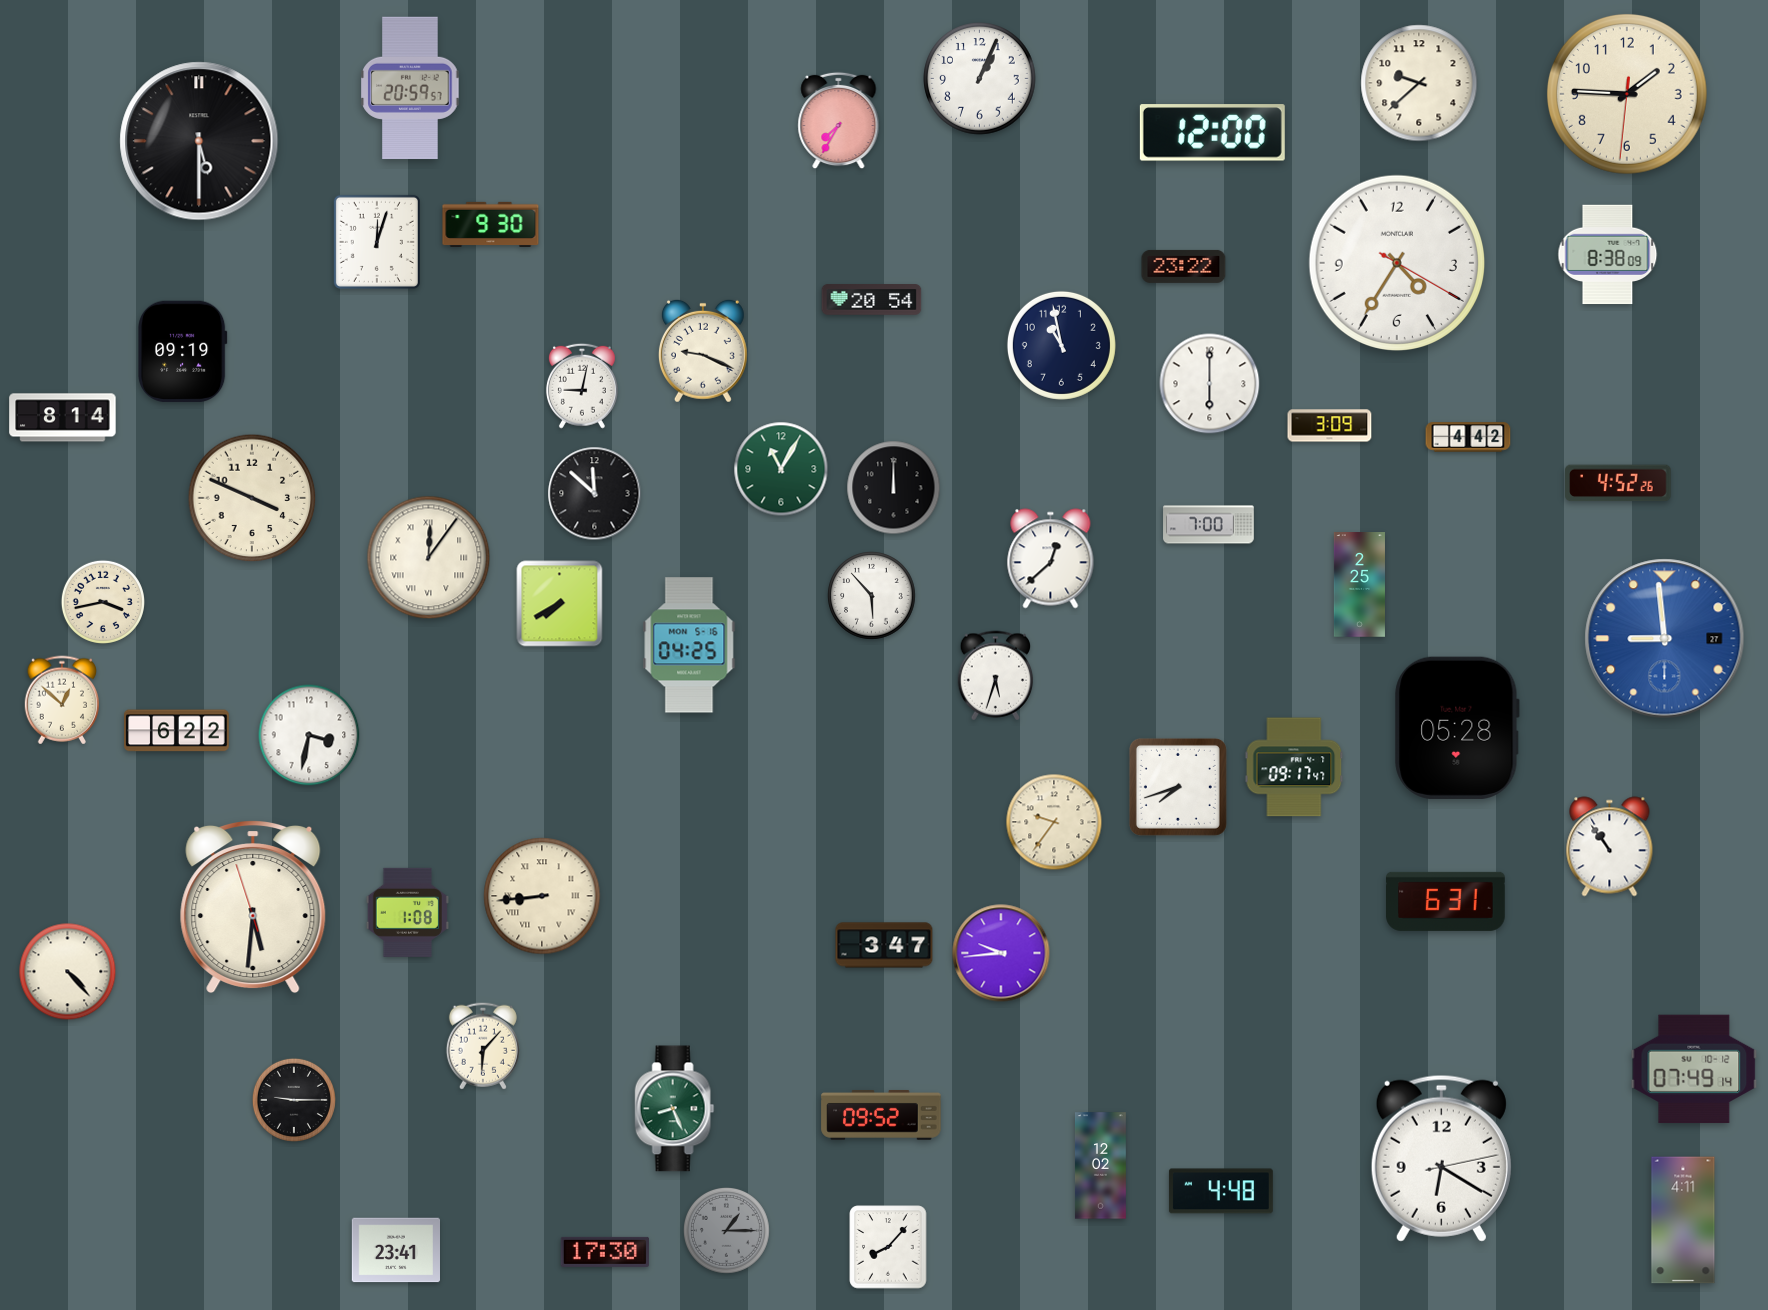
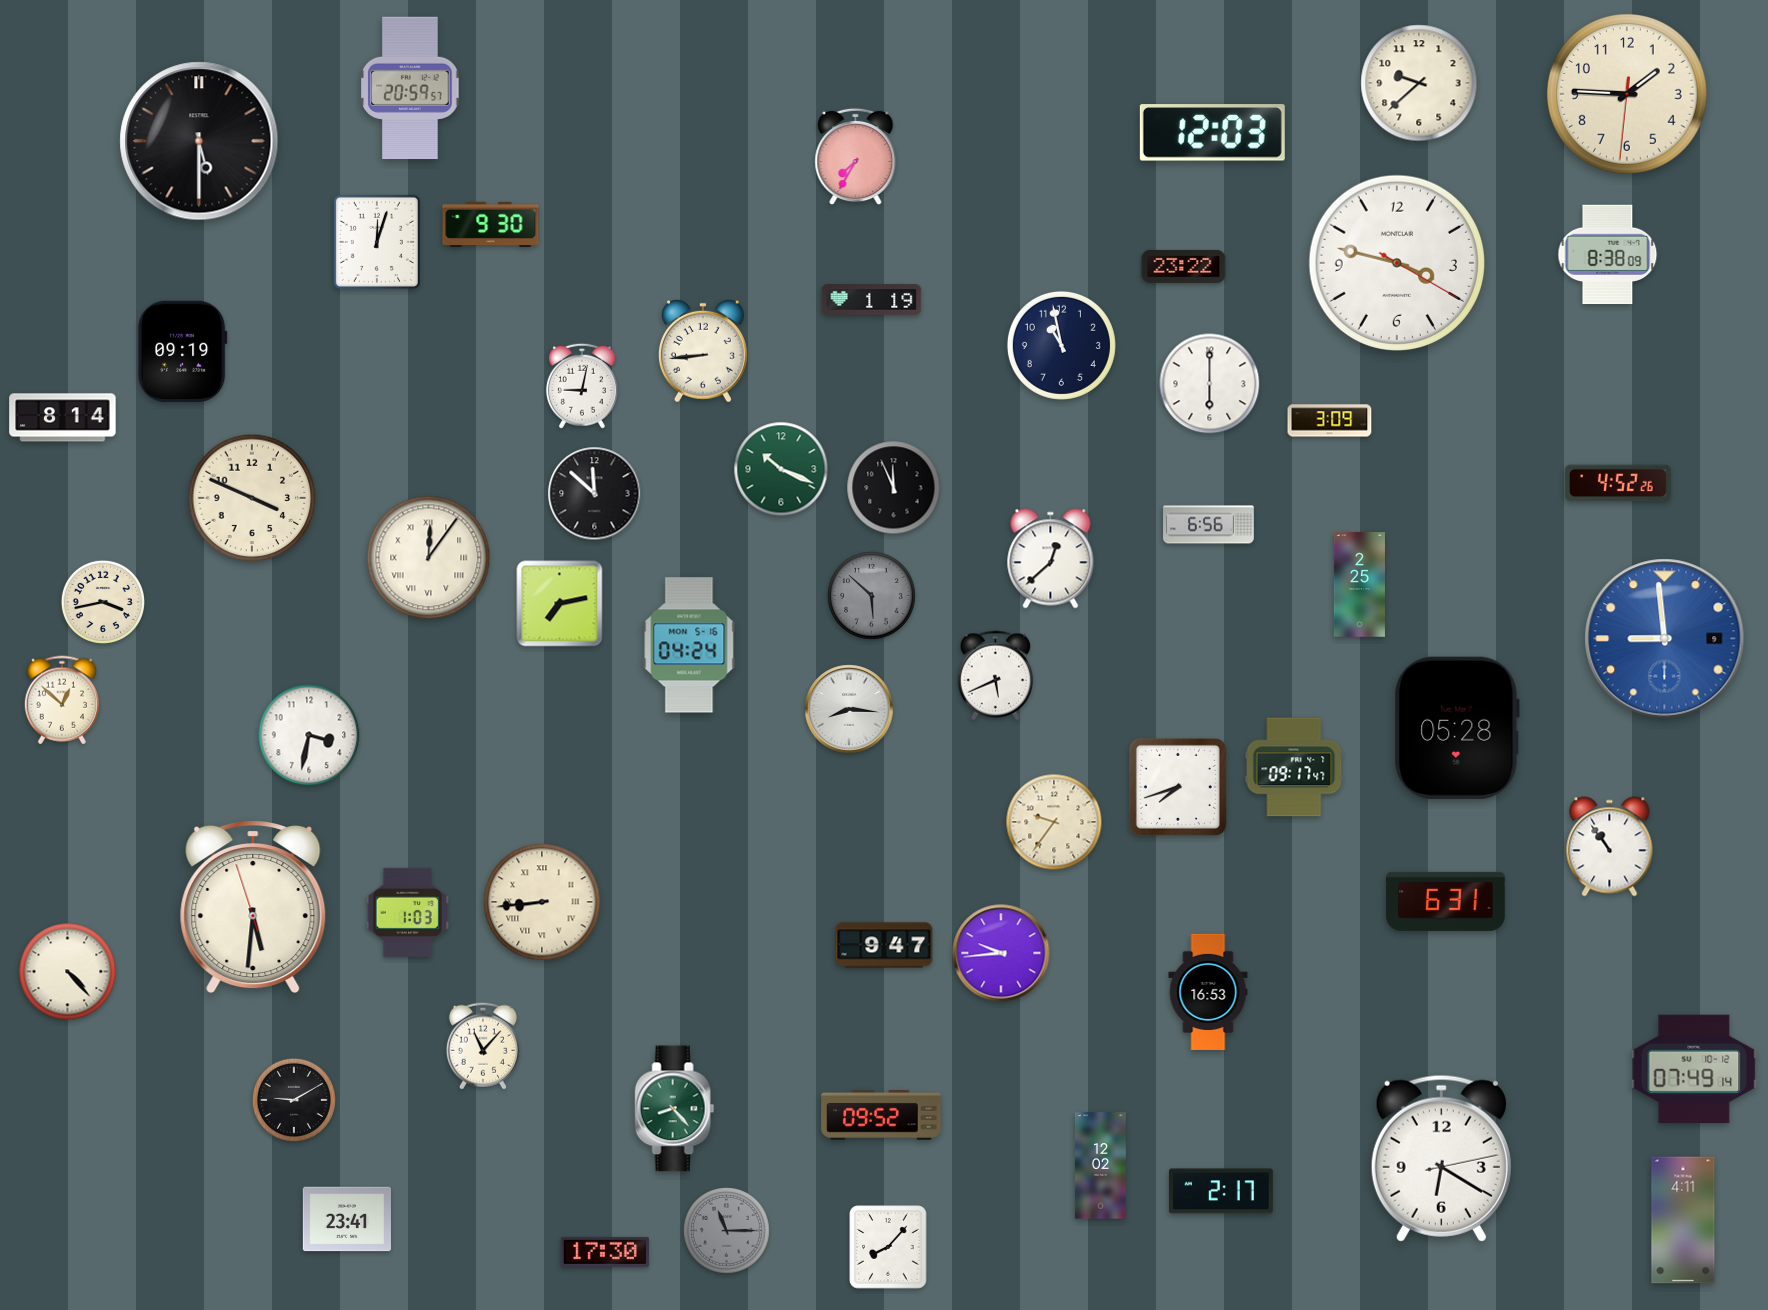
clock at (980, 79): 1:04 -> none
clock at (839, 121) position: (839, 121) -> (856, 157)
clock at (1212, 133): 12:00 -> 12:03
clock at (1396, 262): 4:35 -> 3:47
clock at (872, 300): 20:54 -> 1:19
clock at (703, 351): 9:19 -> 8:44
clock at (1330, 426) position: (1330, 426) -> (1330, 421)
clock at (1468, 437): 4:42 -> none
clock at (781, 469): 11:05 -> 10:19
clock at (894, 488): 12:00 -> 11:56
clock at (1209, 525): 7:00 -> 6:56
clock at (872, 596): 5:53 -> 5:52
clock at (872, 596) dial: white -> grey
clock at (560, 604): 7:40 -> 7:13
clock at (1665, 639) date: 27 -> 9
clock at (689, 645): 04:25 -> 04:24
clock at (996, 676): 5:33 -> 5:41
clock at (849, 709): none -> 8:16
clock at (177, 731): 6:22 -> none
clock at (542, 896) position: (542, 896) -> (542, 902)
clock at (407, 912): 1:08 -> 1:03
clock at (884, 945): 3:47 -> 9:47
clock at (1208, 992): none -> 16:53
clock at (483, 1046): 6:07 -> 11:07
clock at (294, 1100): 9:15 -> 9:10
clock at (675, 1109): 8:26 -> 8:23
clock at (1221, 1191): 4:48 -> 2:17
clock at (726, 1230): 1:15 -> 11:15
clock at (395, 1250) position: (395, 1250) -> (346, 1219)
